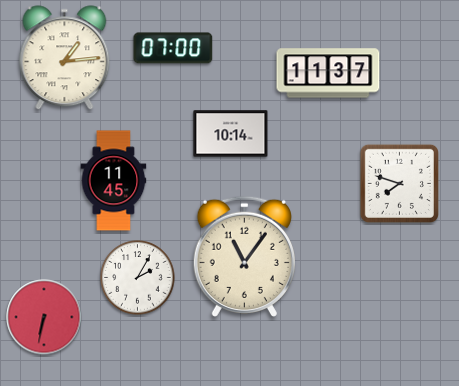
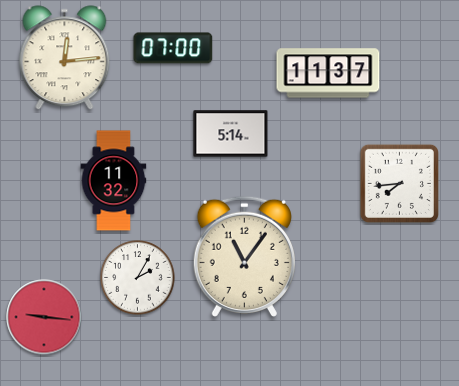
clock at (65, 58): 1:14 -> 12:14
clock at (231, 134): 10:14 -> 5:14
clock at (114, 181): 11:45 -> 11:32
clock at (399, 183): 7:48 -> 7:44
clock at (44, 317): 6:32 -> 9:16
